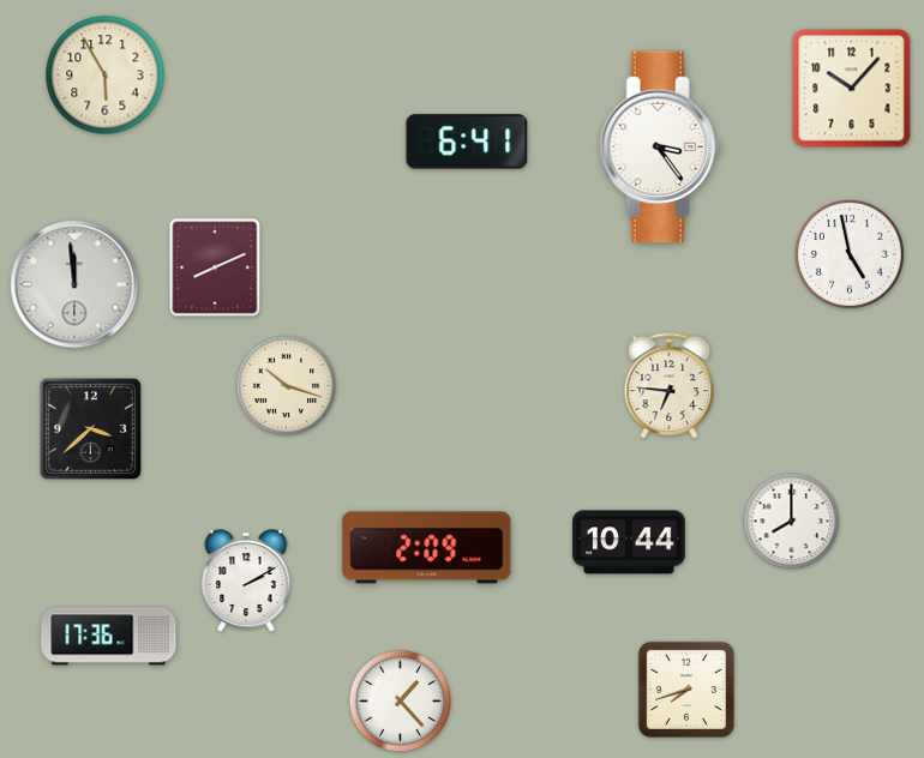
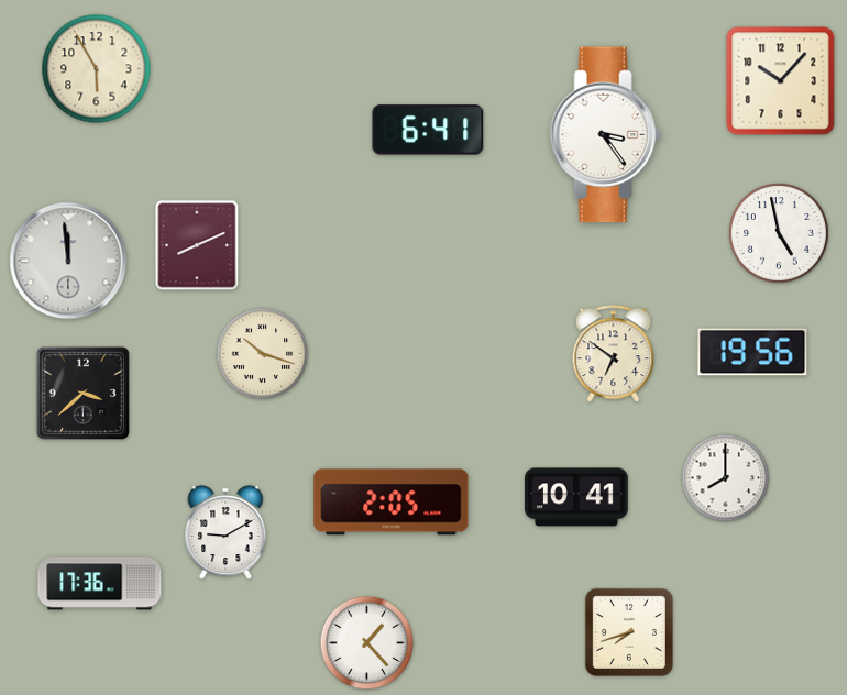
clock at (752, 352): none -> 19:56
clock at (670, 386): 6:46 -> 6:51
clock at (629, 542): 10:44 -> 10:41
clock at (427, 548): 2:09 -> 2:05
clock at (246, 580): 2:10 -> 9:10
